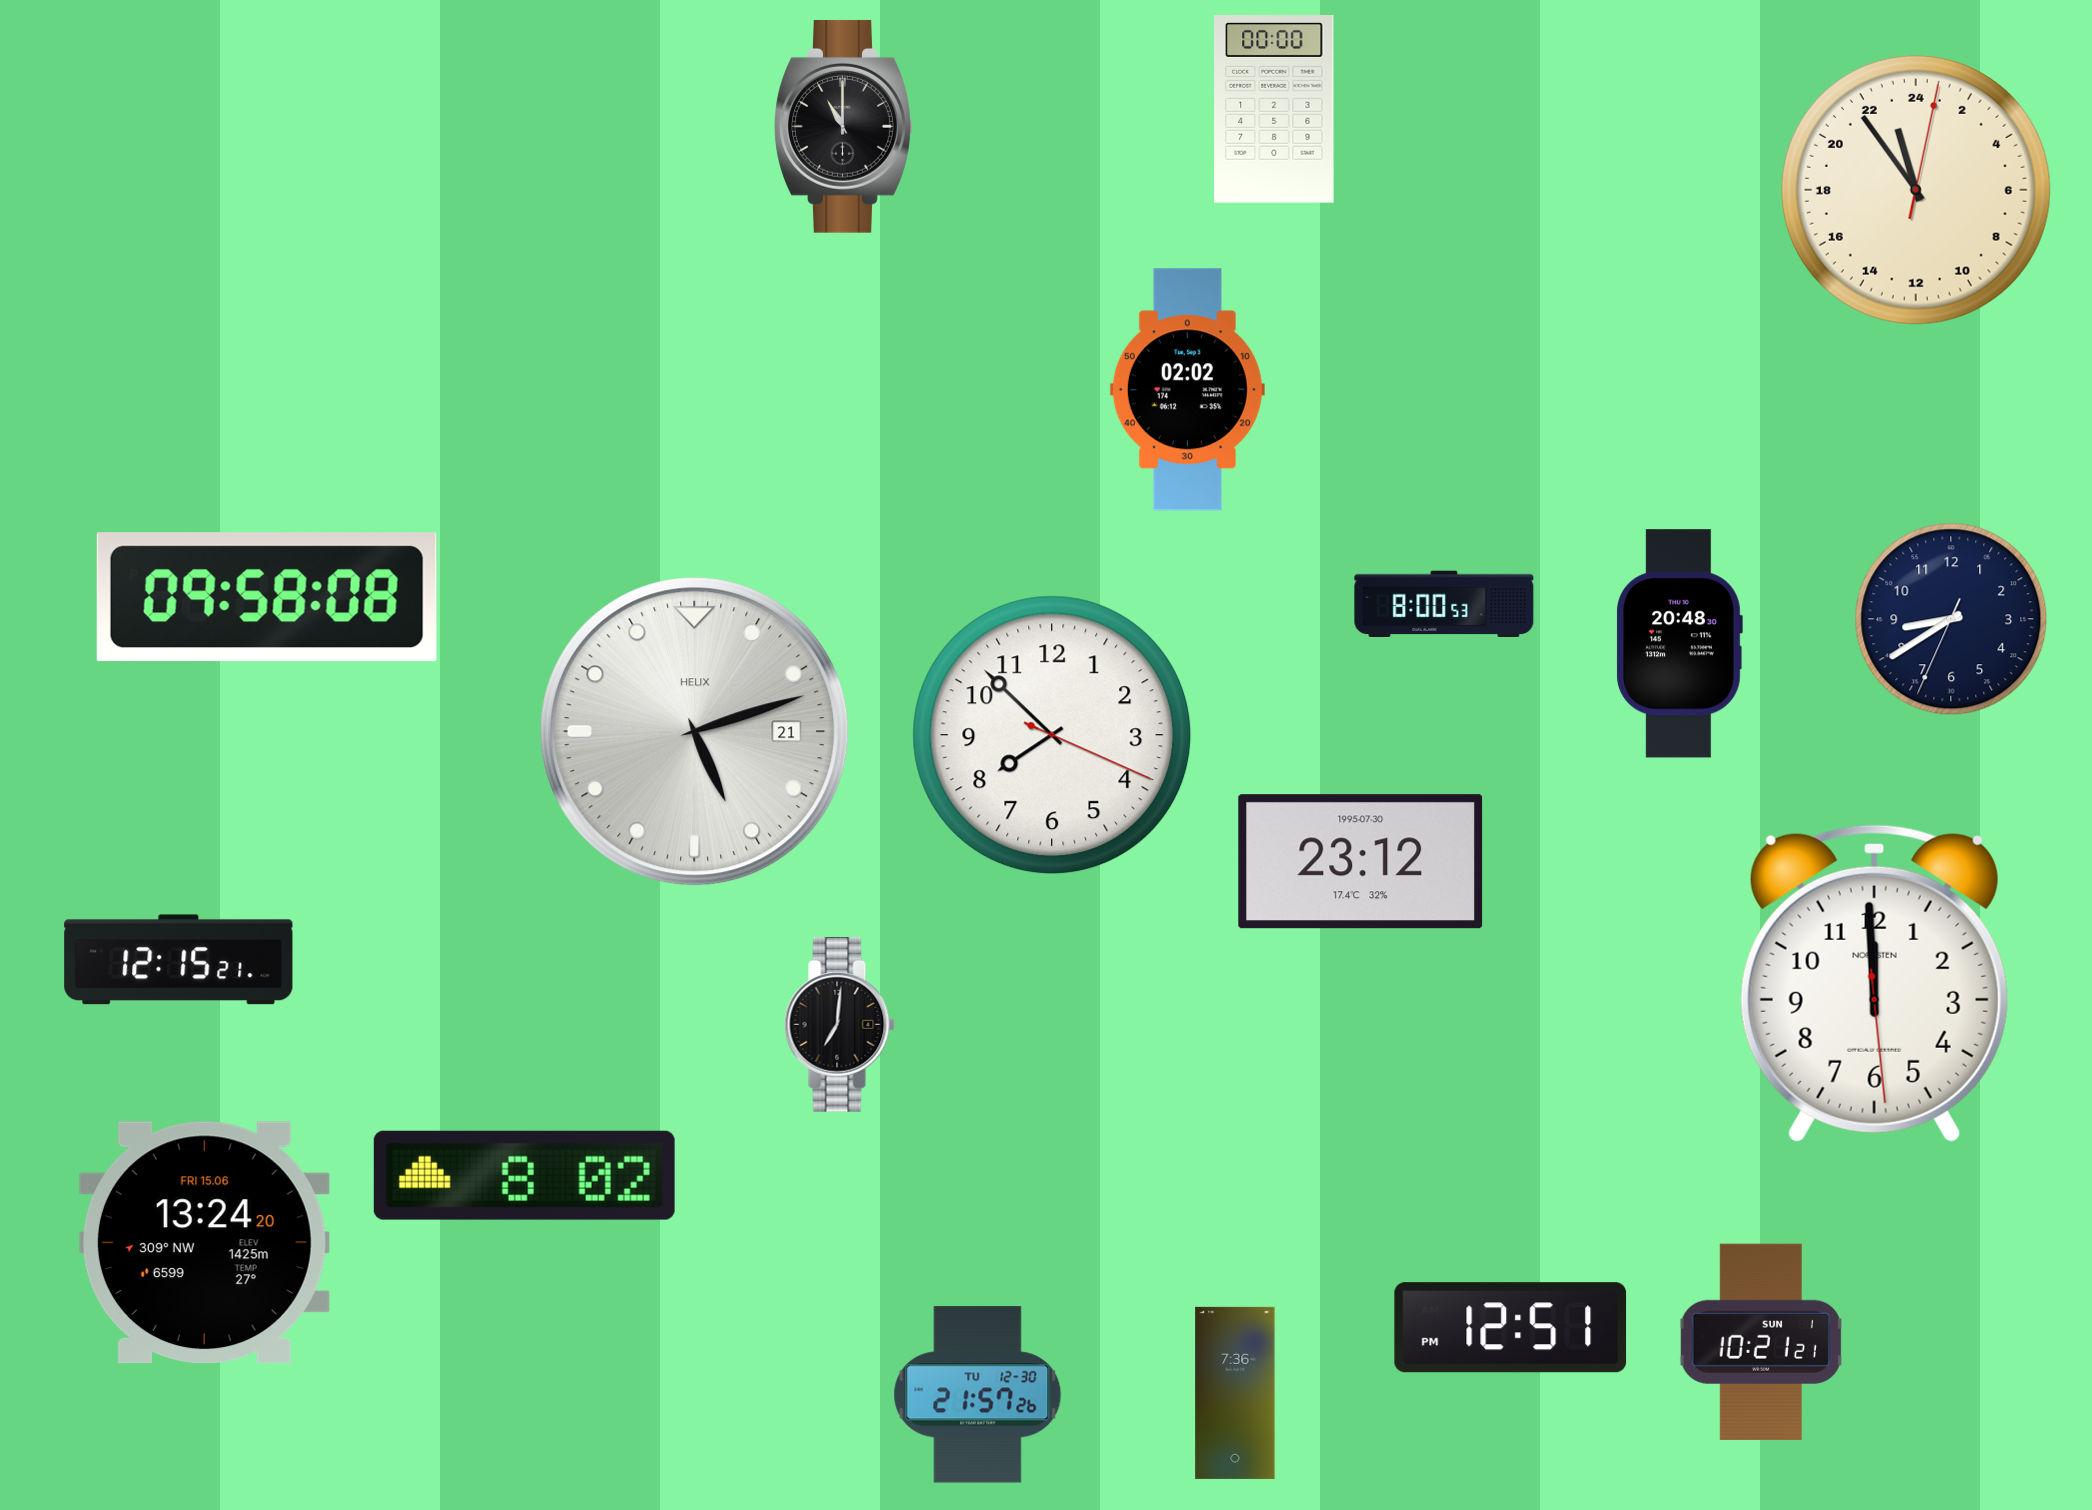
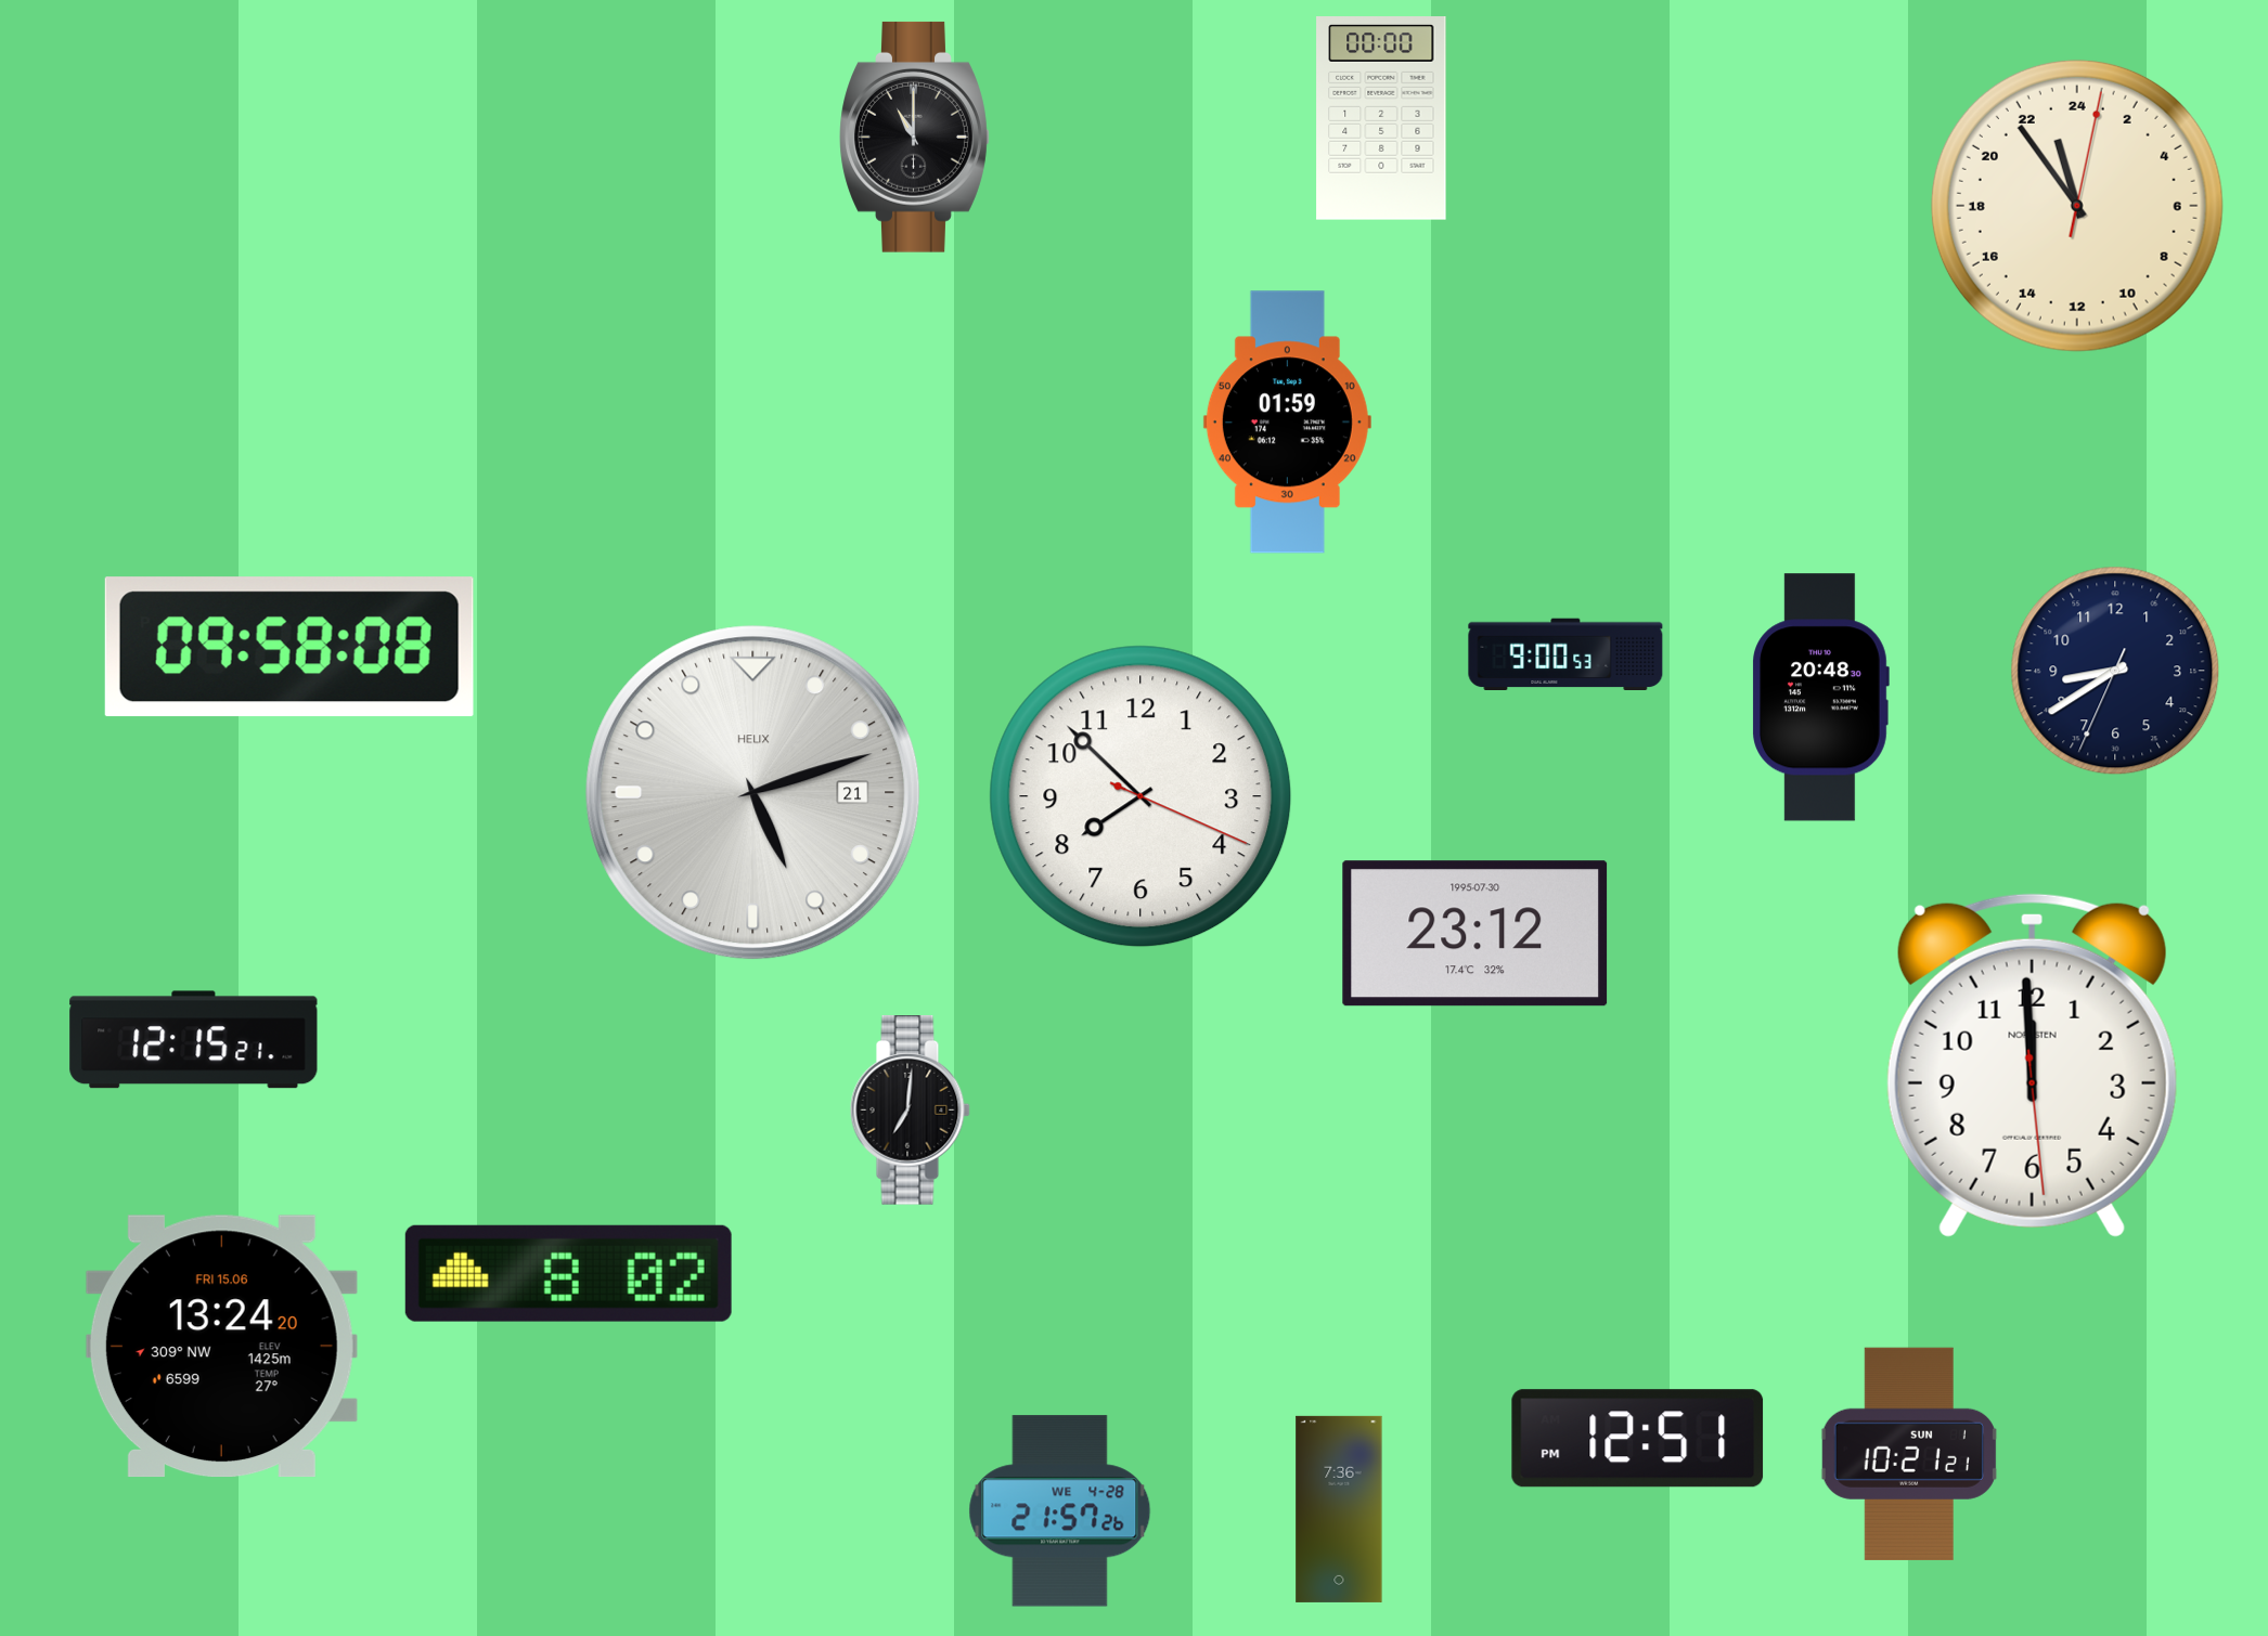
clock at (1187, 390): 02:02 -> 01:59
clock at (1444, 603): 8:00 -> 9:00
clock at (978, 1395) date: TU 12-30 -> WE 4-28
